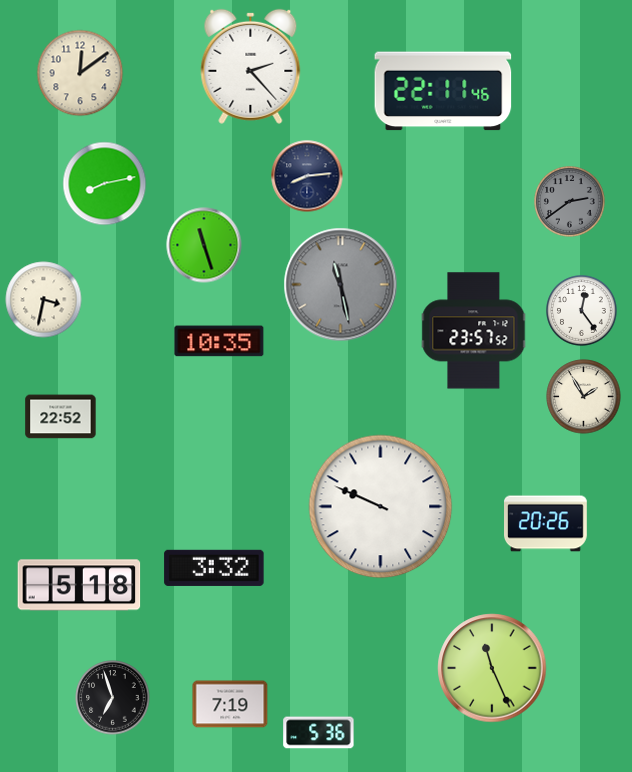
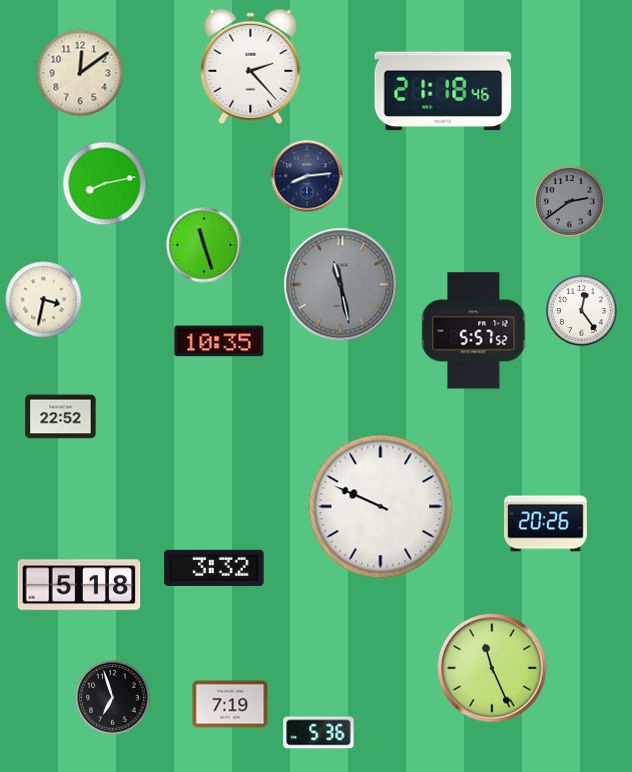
clock at (443, 91): 22:11 -> 21:18
clock at (474, 331): 23:57 -> 5:57
clock at (584, 397): 1:55 -> none
